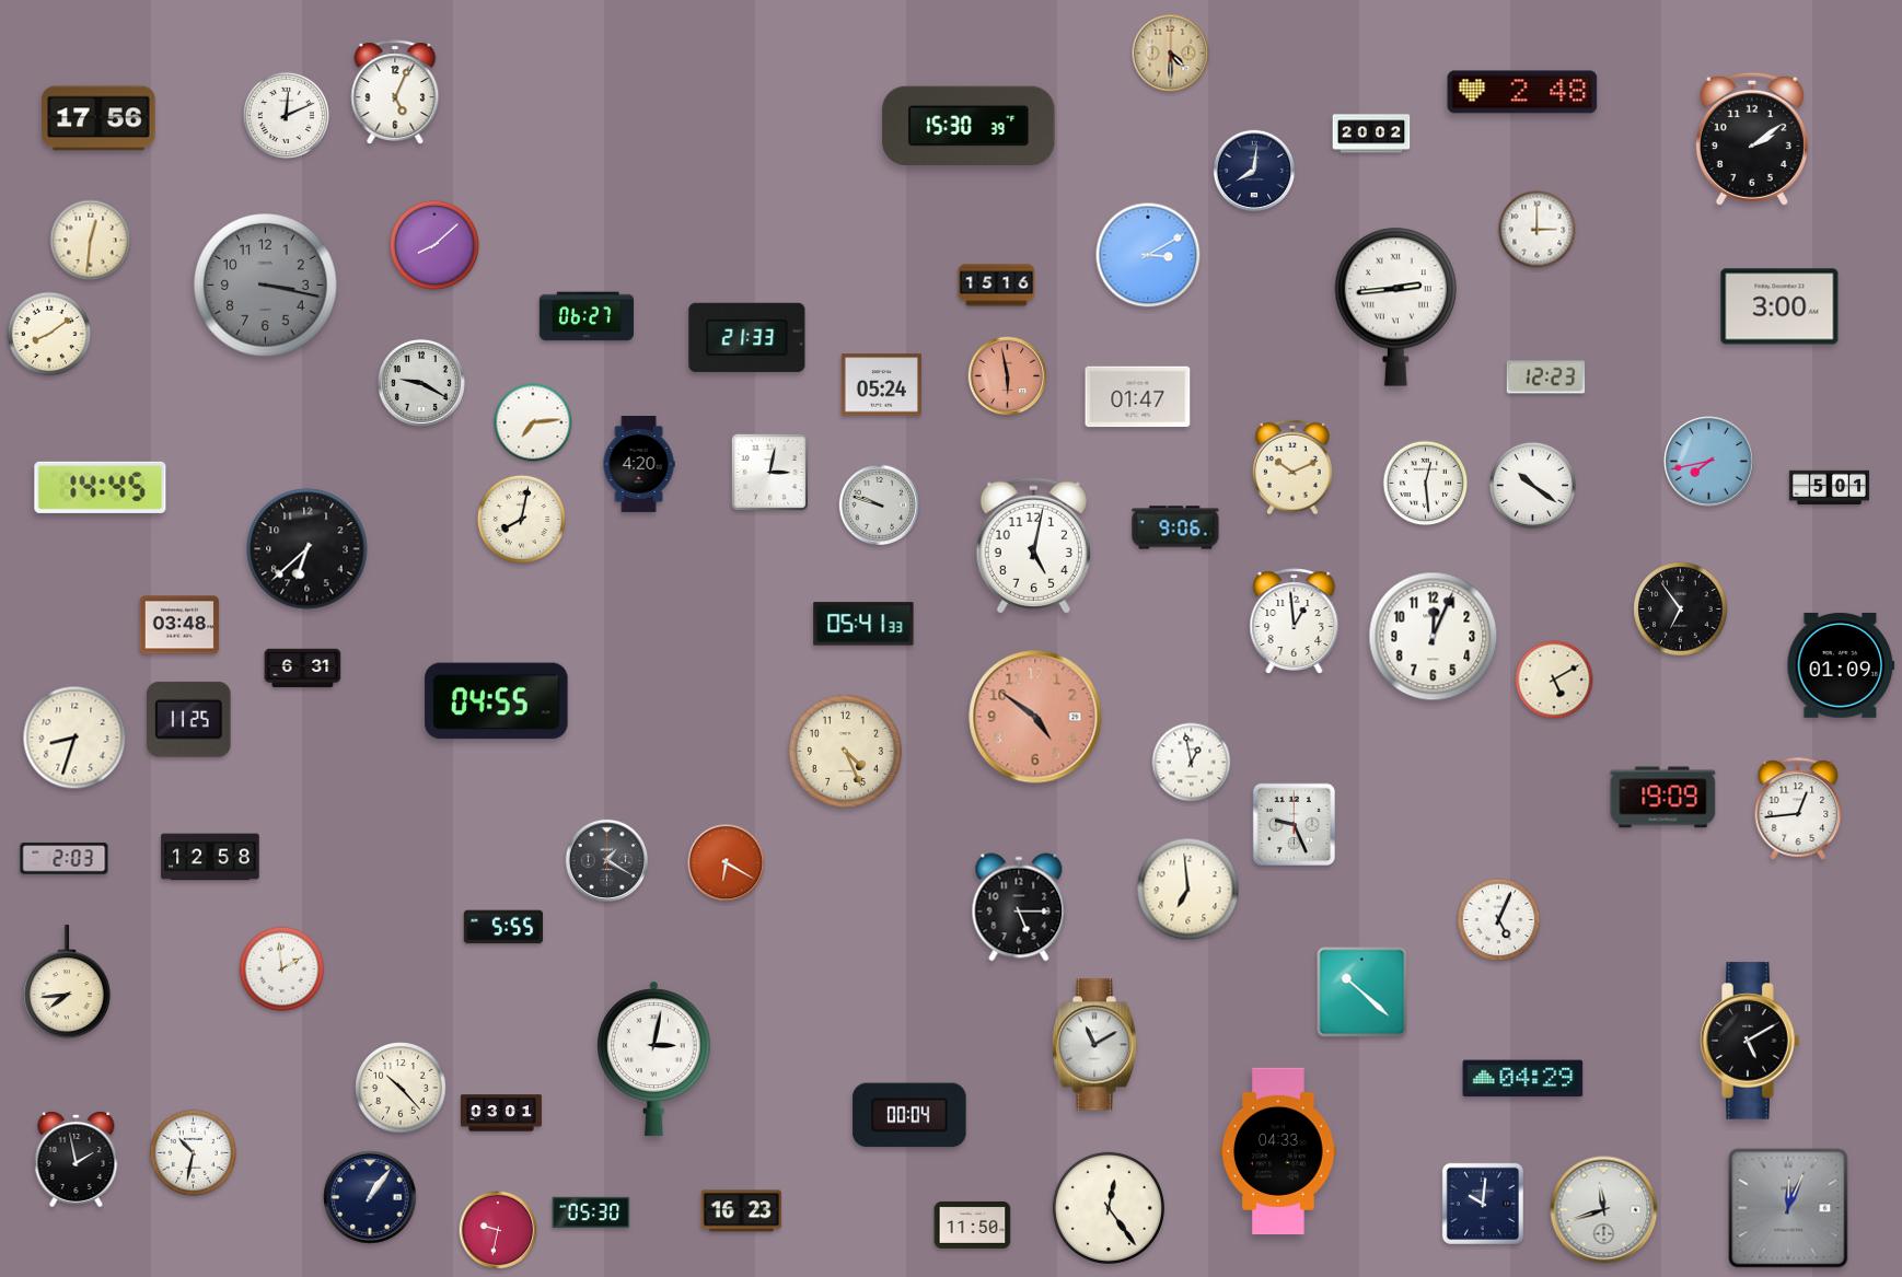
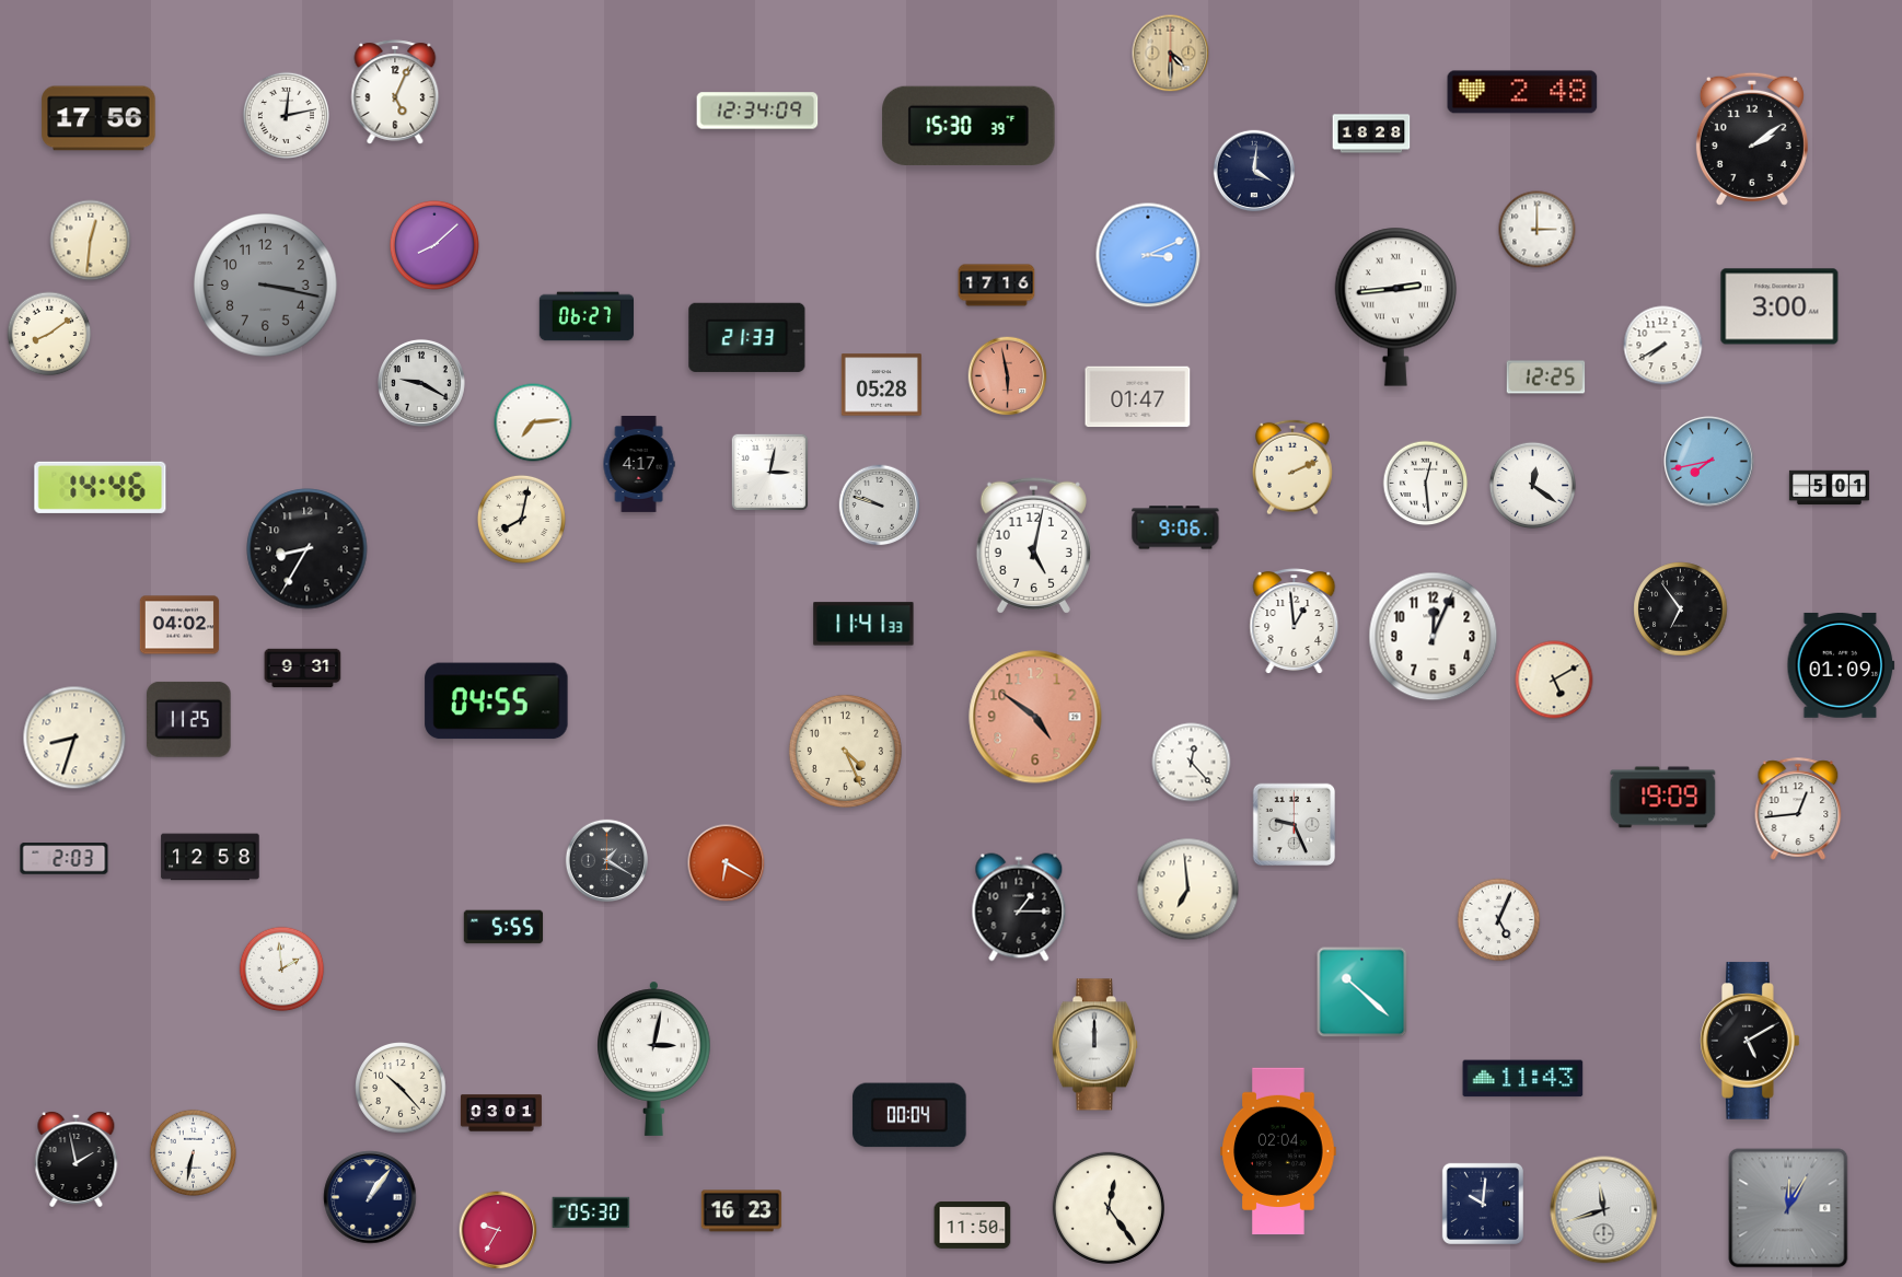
clock at (757, 111): none -> 12:34
clock at (286, 115): 12:11 -> 12:13
clock at (1371, 133): 20:02 -> 18:28
clock at (1254, 171): 8:01 -> 4:01
clock at (1148, 255): 3:10 -> 3:11
clock at (997, 286): 15:16 -> 17:16
clock at (1663, 346): none -> 7:40
clock at (1546, 378): 12:23 -> 12:25
clock at (881, 385): 05:24 -> 05:28
clock at (639, 465): 4:20 -> 4:17
clock at (1294, 467): 10:11 -> 2:11
clock at (1532, 485): 10:21 -> 12:21
clock at (101, 487): 14:45 -> 14:46
clock at (308, 549): 6:38 -> 8:35
clock at (863, 624): 05:41 -> 11:41
clock at (179, 625): 03:48 -> 04:02
clock at (303, 669): 6:31 -> 9:31
clock at (1192, 763): 12:58 -> 12:23
clock at (1019, 907): 5:15 -> 1:15
clock at (67, 983): 7:44 -> none
clock at (1094, 1045): 11:10 -> 12:00
clock at (1523, 1079): 04:29 -> 11:43
clock at (1278, 1151): 04:33 -> 02:04
clock at (193, 1152): 10:32 -> 6:32
clock at (1788, 1208): 12:04 -> 12:05
clock at (498, 1230): 9:32 -> 9:35
